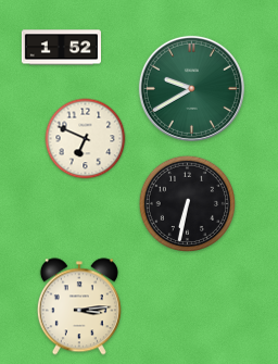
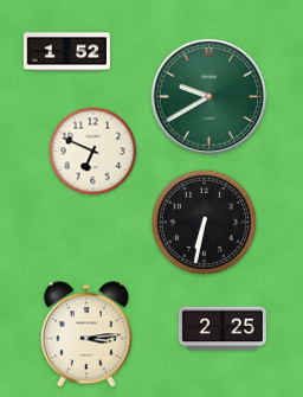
clock at (223, 328): none -> 2:25
